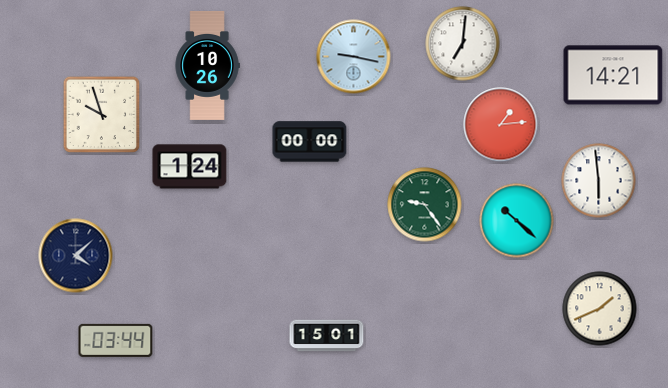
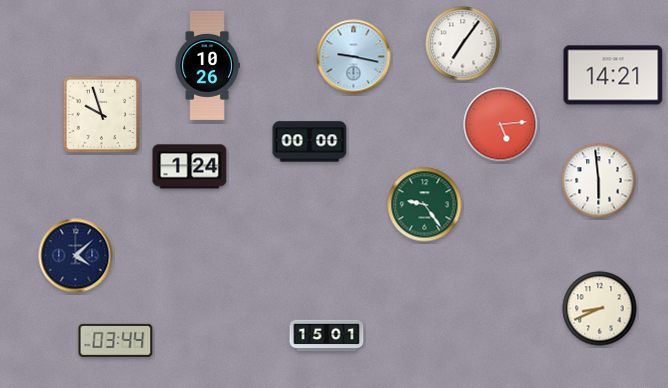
clock at (463, 44): 7:01 -> 7:06
clock at (501, 125): 1:14 -> 5:14
clock at (517, 221): 10:22 -> none
clock at (600, 309): 1:41 -> 8:41
